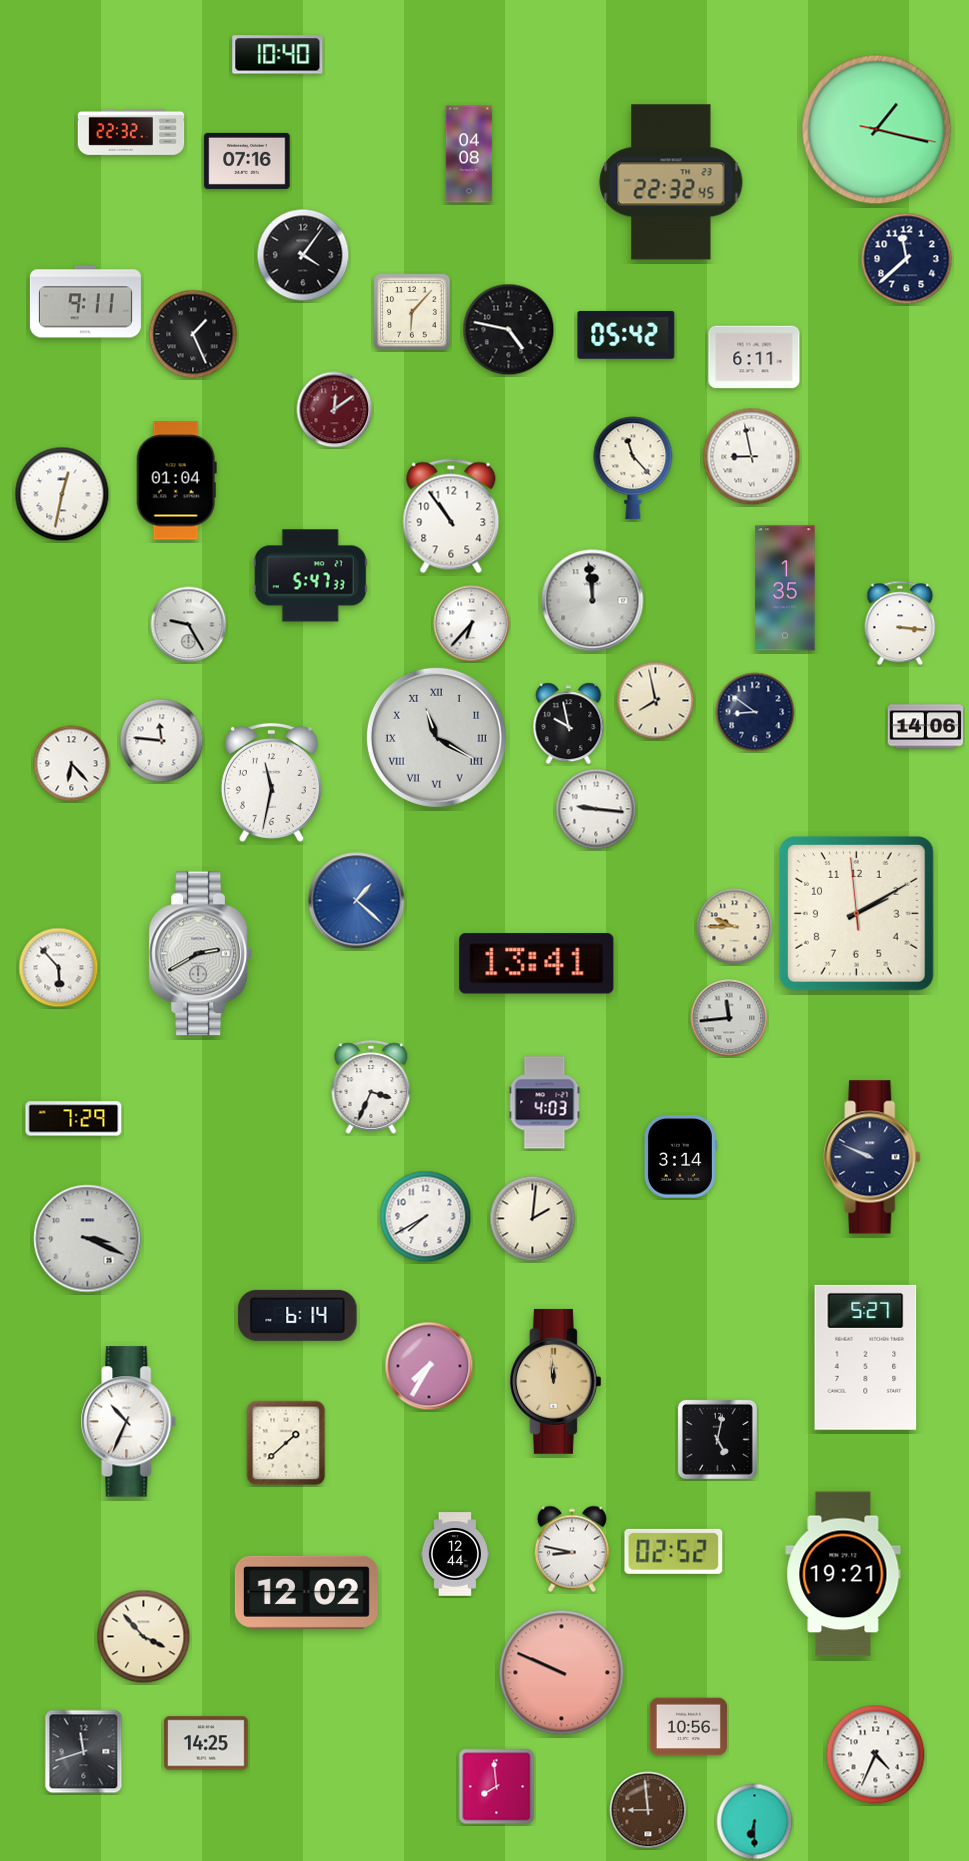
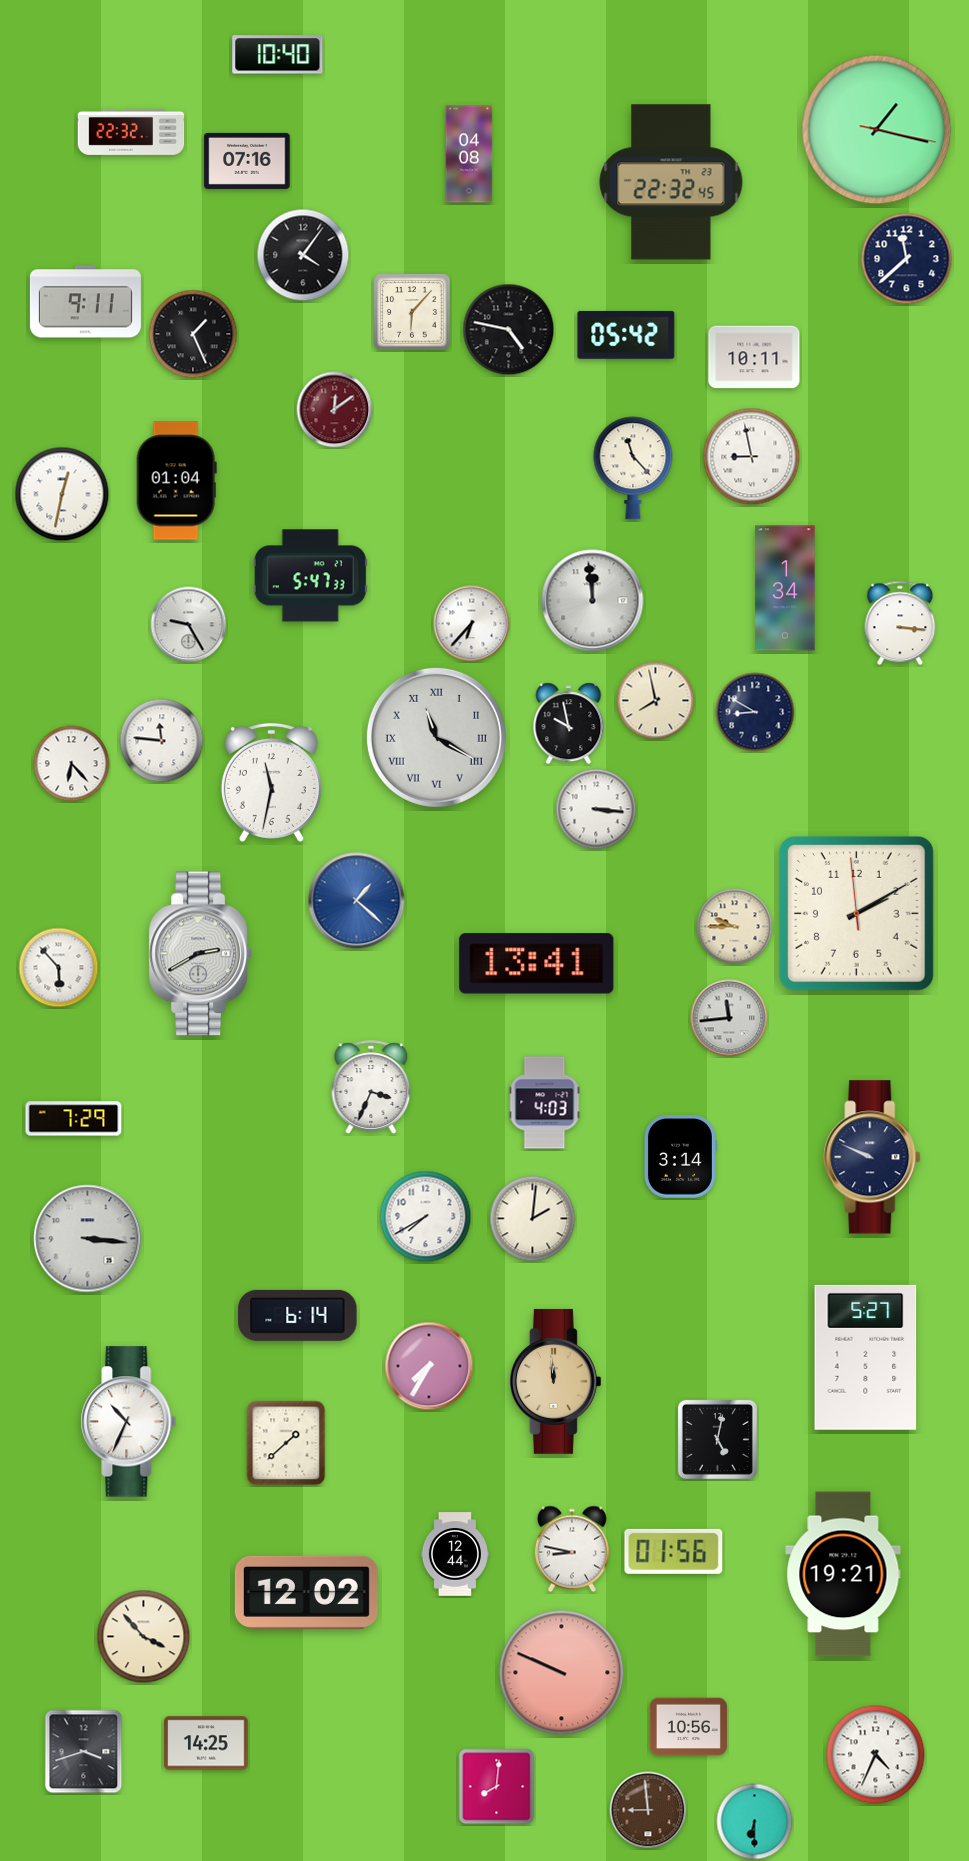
clock at (754, 357): 6:11 -> 10:11
clock at (451, 516): 10:54 -> none
clock at (785, 588): 1:35 -> 1:34
clock at (755, 712): 8:51 -> 8:50
clock at (926, 727): 14:06 -> none
clock at (596, 809): 9:16 -> 3:16
clock at (88, 1239): 3:19 -> 3:16
clock at (674, 1551): 02:52 -> 01:56
clock at (84, 1752): 11:42 -> 3:42
clock at (497, 1787): 7:59 -> 8:01
